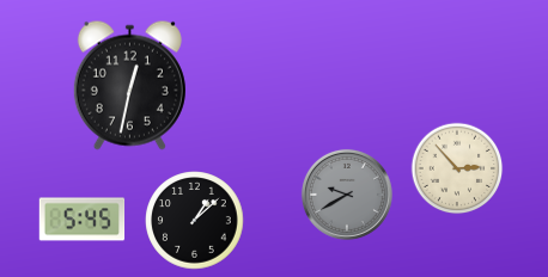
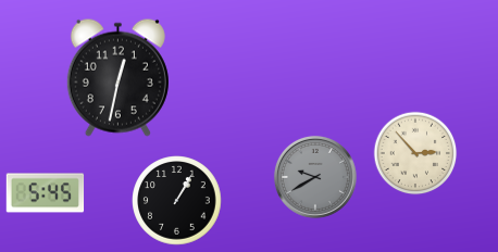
clock at (83, 220) position: (83, 220) -> (46, 193)
clock at (195, 221): 1:08 -> 1:05
